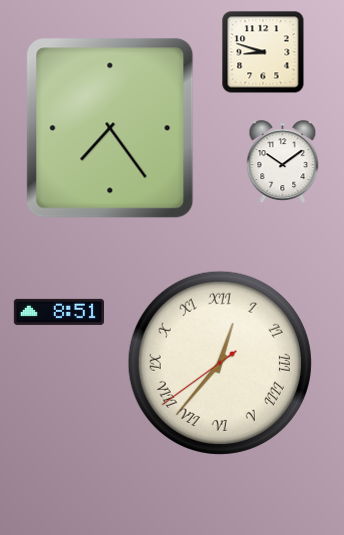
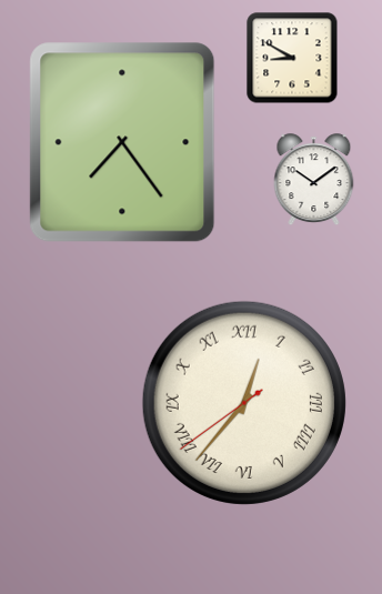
clock at (263, 52): 8:48 -> 8:50
clock at (59, 312): 8:51 -> none
